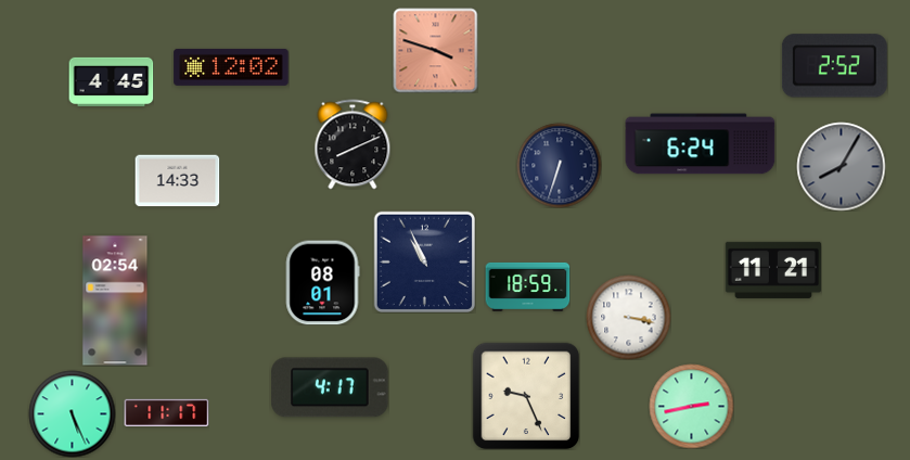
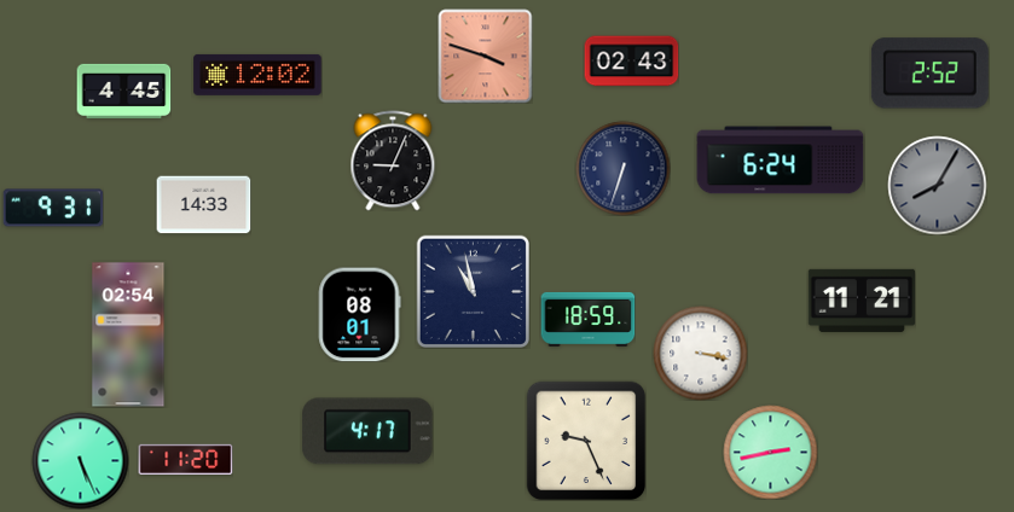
clock at (631, 62): none -> 02:43
clock at (353, 144): 8:11 -> 9:04
clock at (559, 165) position: (559, 165) -> (622, 168)
clock at (177, 181) position: (177, 181) -> (203, 205)
clock at (53, 208): none -> 9:31
clock at (424, 261): 10:56 -> 10:58
clock at (166, 412): 11:17 -> 11:20
